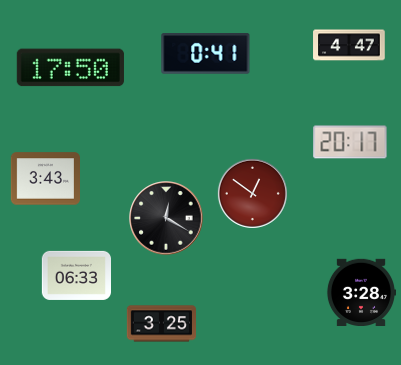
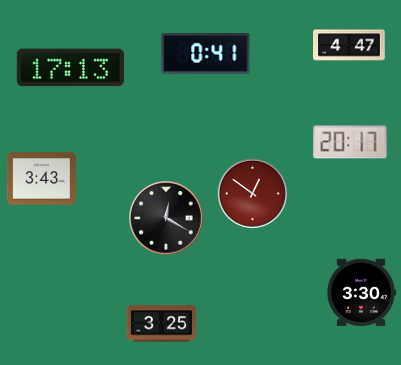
clock at (70, 68): 17:50 -> 17:13
clock at (45, 179) position: (45, 179) -> (41, 179)
clock at (76, 275): 06:33 -> none
clock at (360, 292): 3:28 -> 3:30
